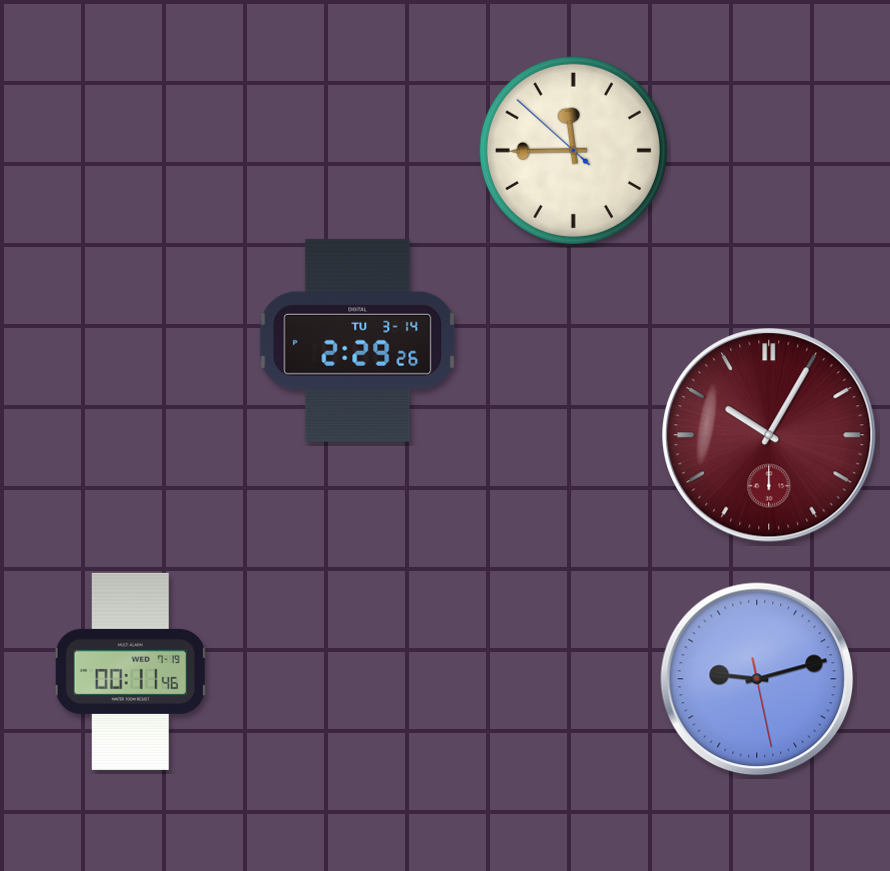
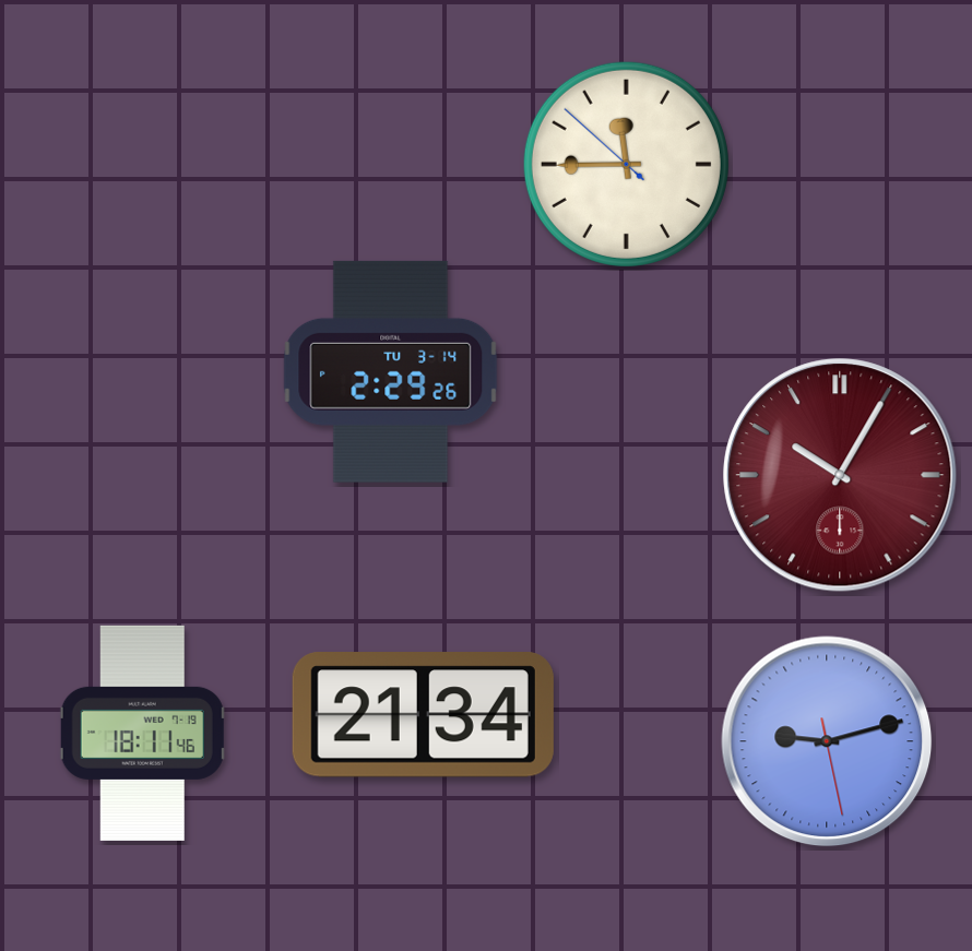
clock at (423, 715): none -> 21:34
clock at (131, 671): 00:11 -> 18:11
